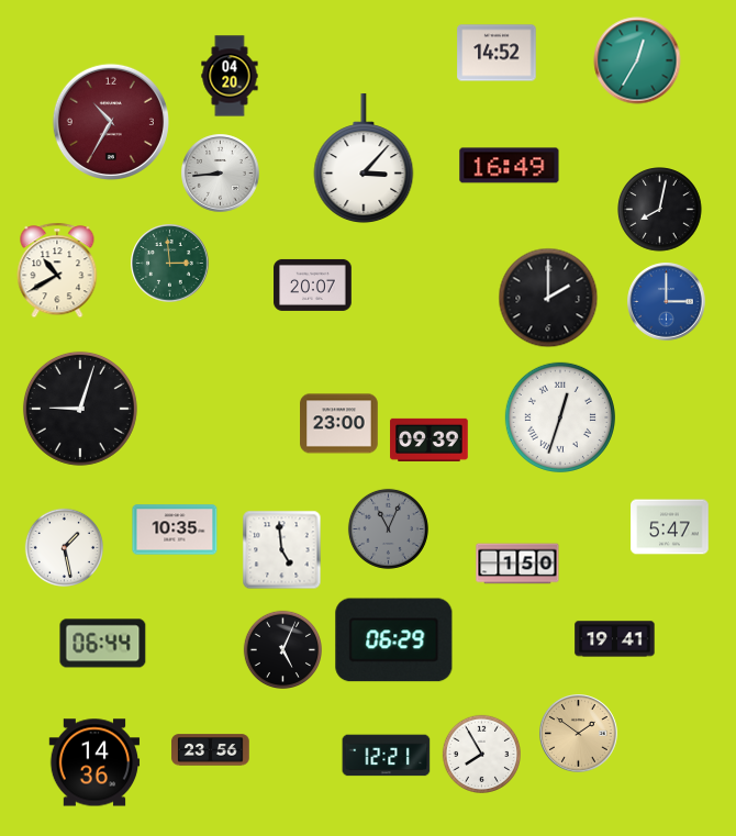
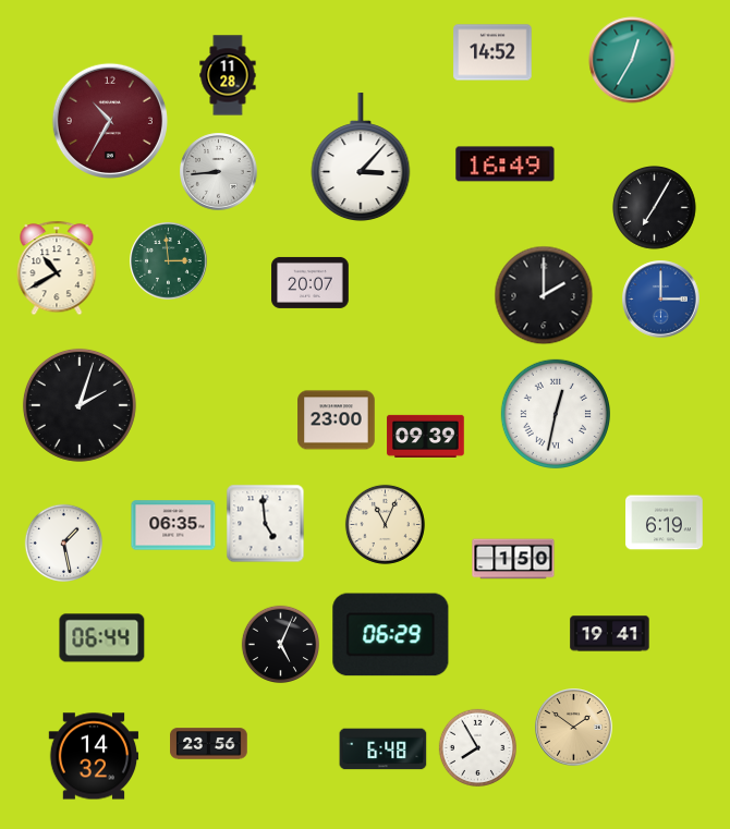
clock at (230, 76): 04:20 -> 11:28
clock at (660, 210): 8:02 -> 7:05
clock at (80, 409): 9:03 -> 2:03
clock at (560, 417): 12:33 -> 12:32
clock at (670, 527): 5:47 -> 6:19
clock at (388, 528) dial: grey -> cream
clock at (175, 530): 10:35 -> 06:35
clock at (282, 550) position: (282, 550) -> (266, 524)
clock at (387, 756): 12:21 -> 6:48
clock at (94, 762): 14:36 -> 14:32
